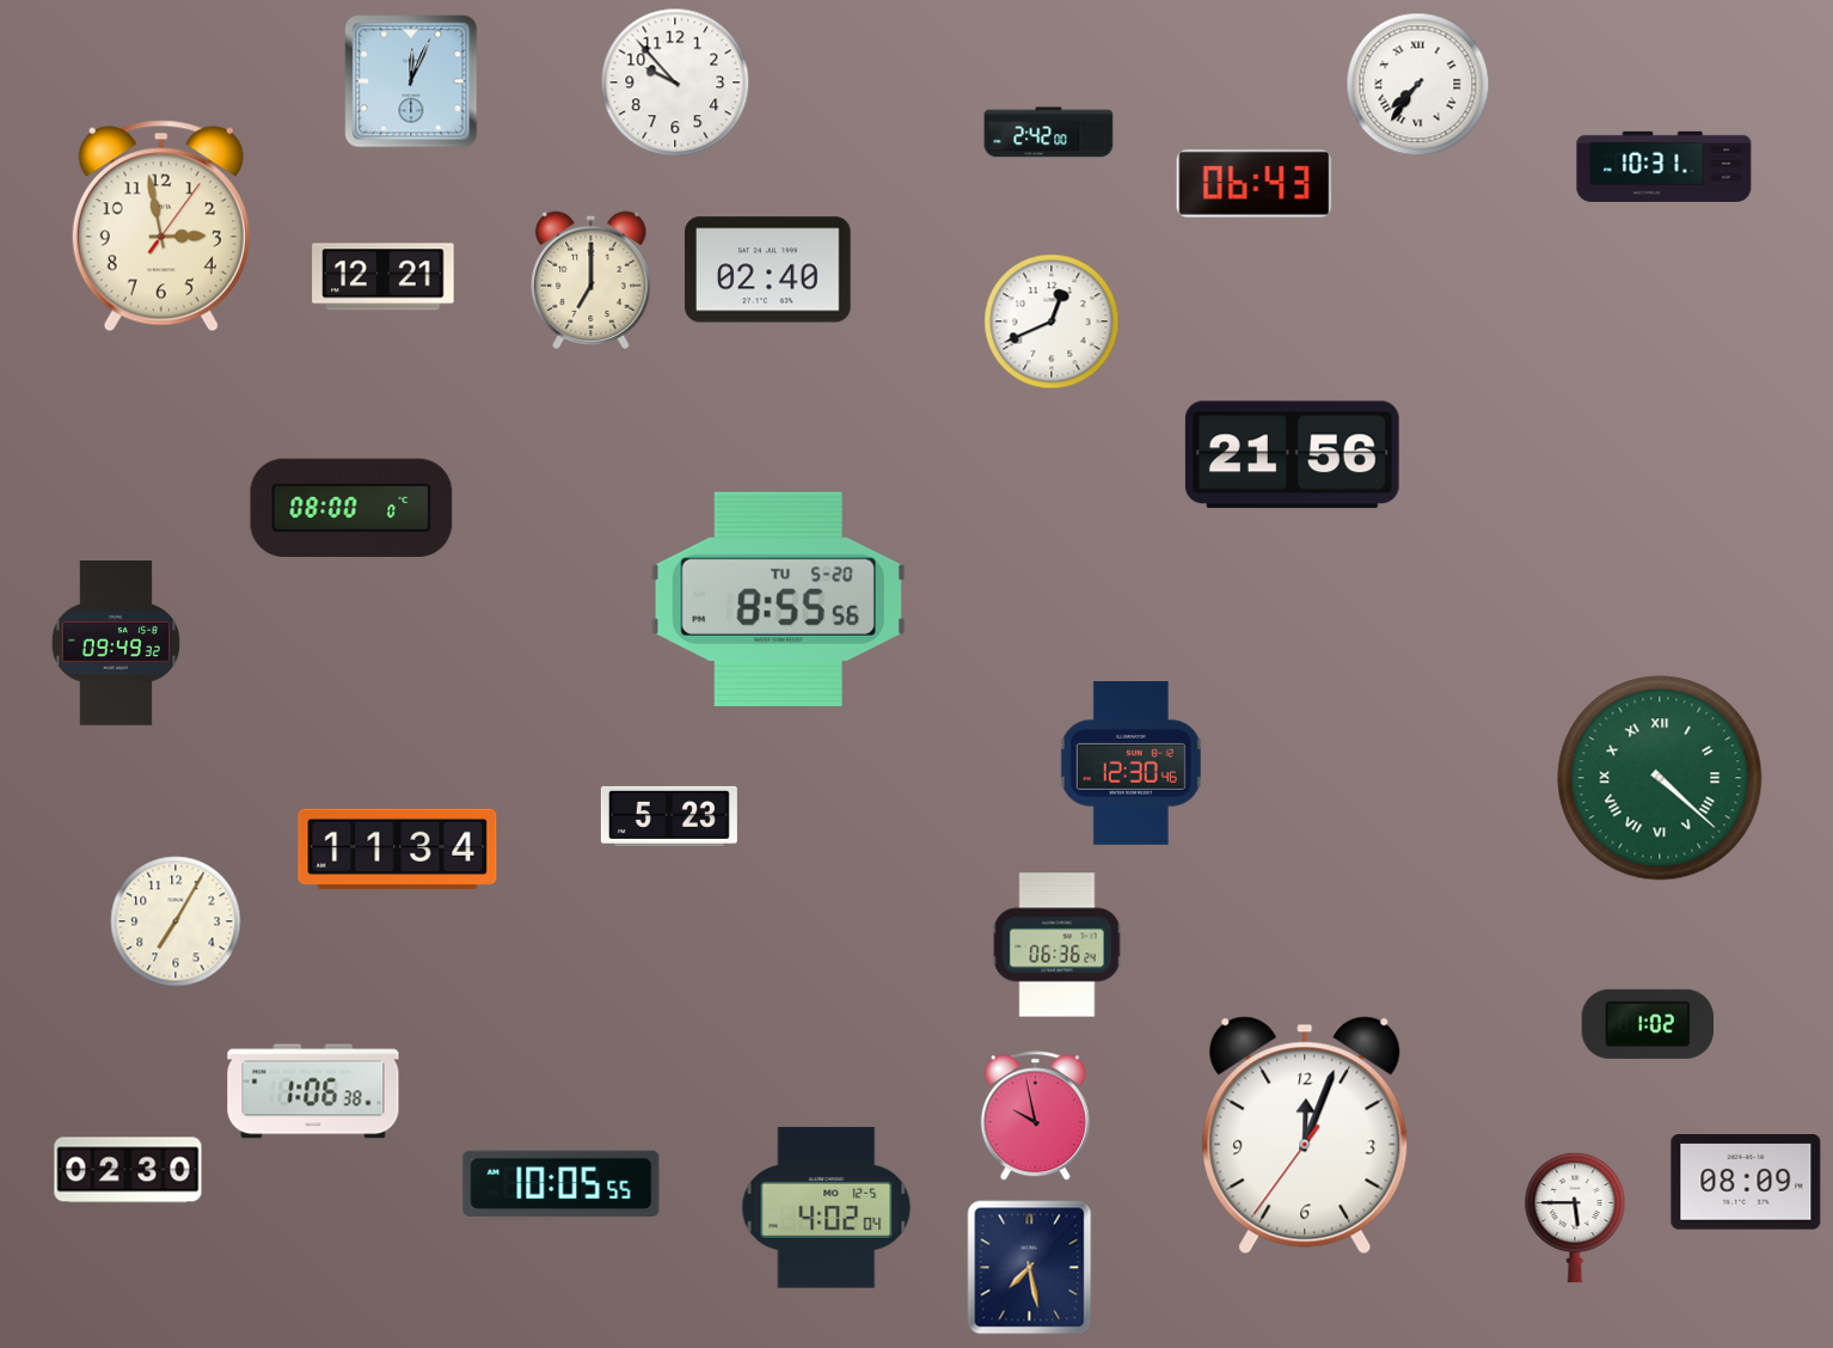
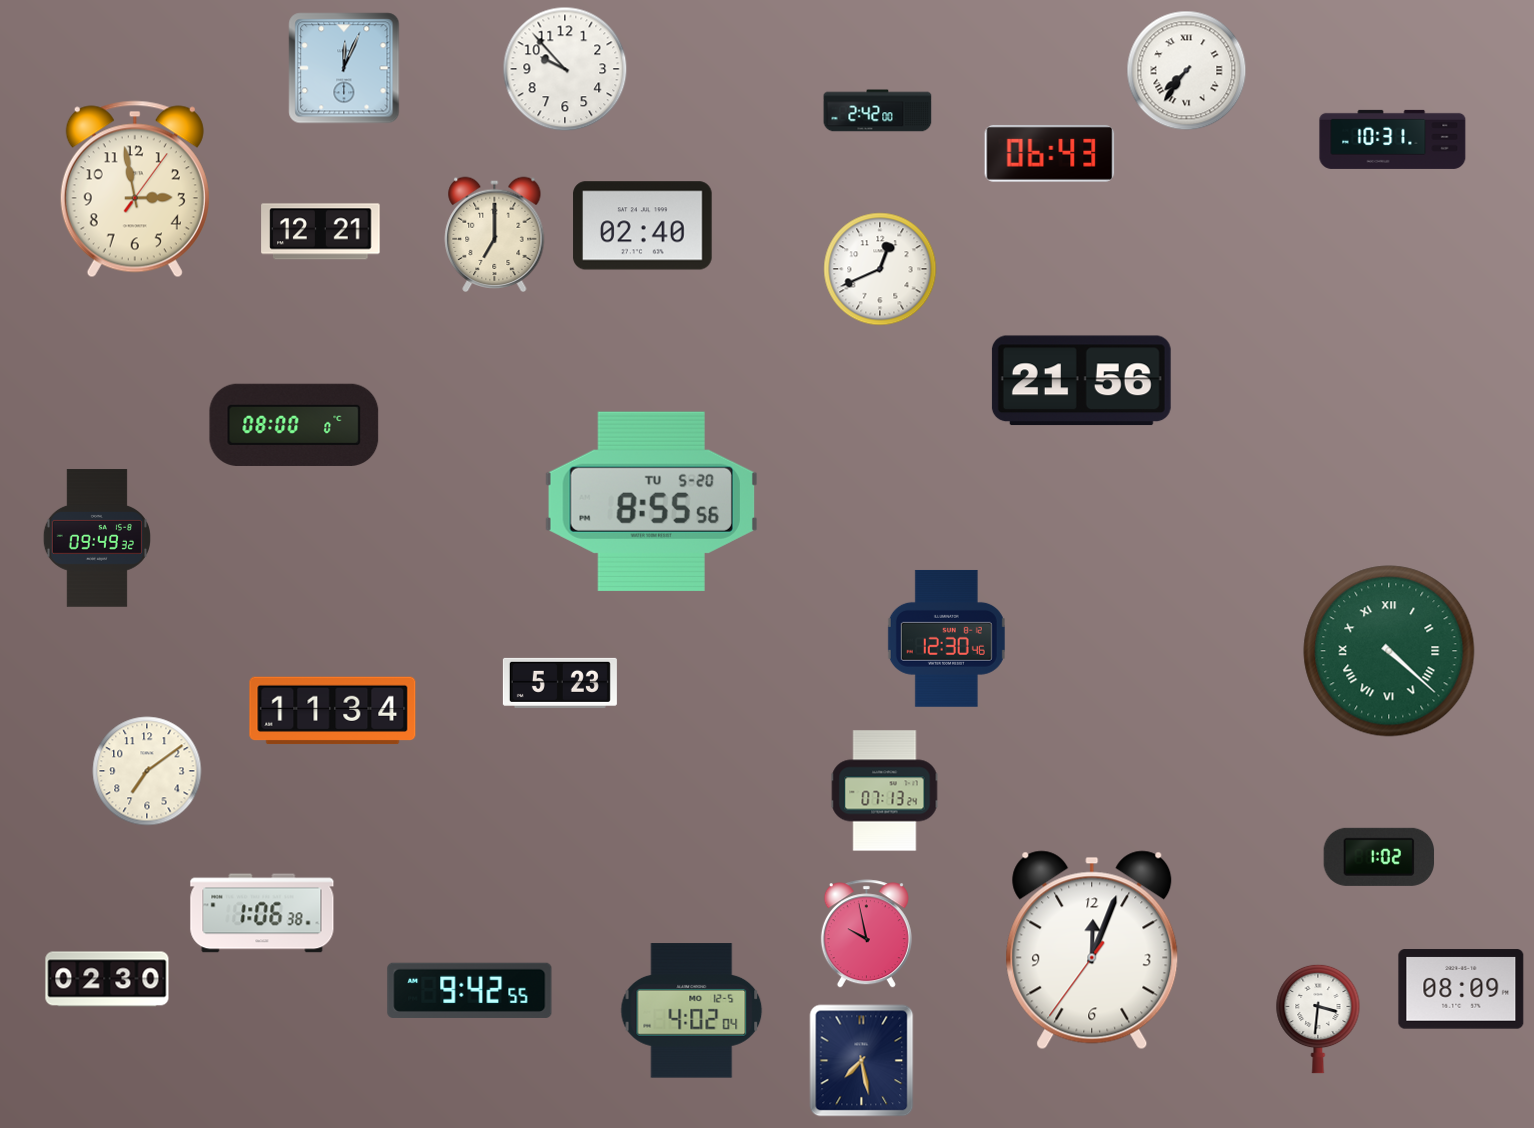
clock at (176, 921): 7:05 -> 7:09
clock at (1057, 945): 06:36 -> 07:13
clock at (562, 1183): 10:05 -> 9:42
clock at (1575, 1218): 5:45 -> 3:31
